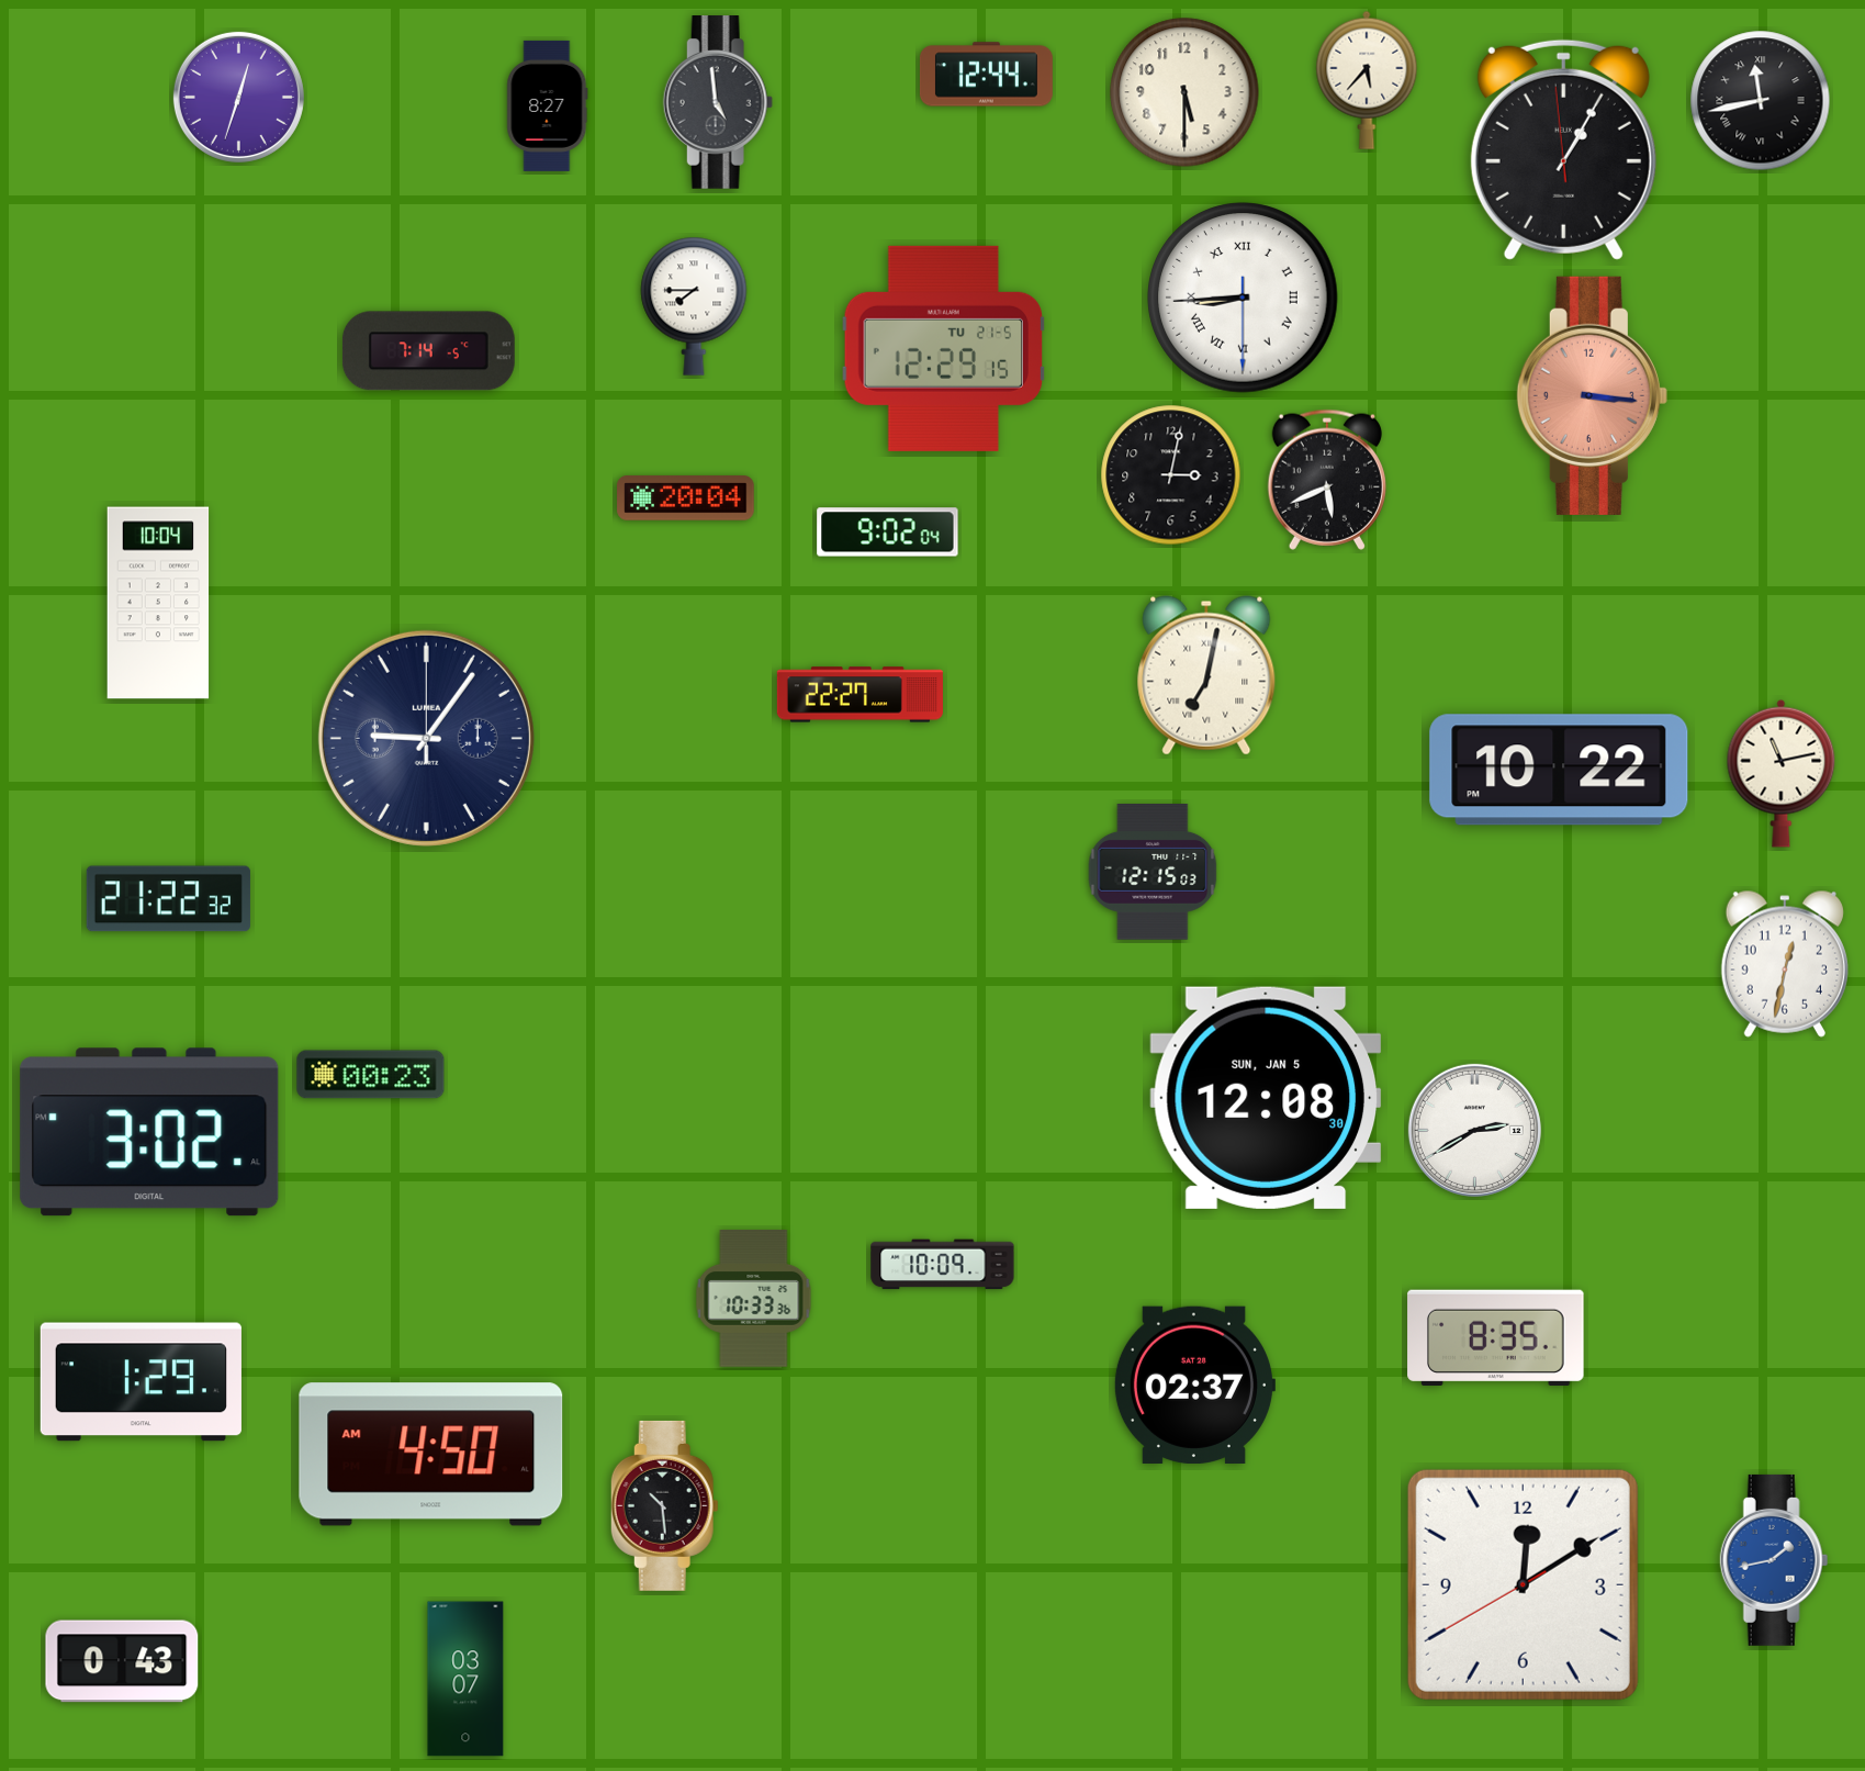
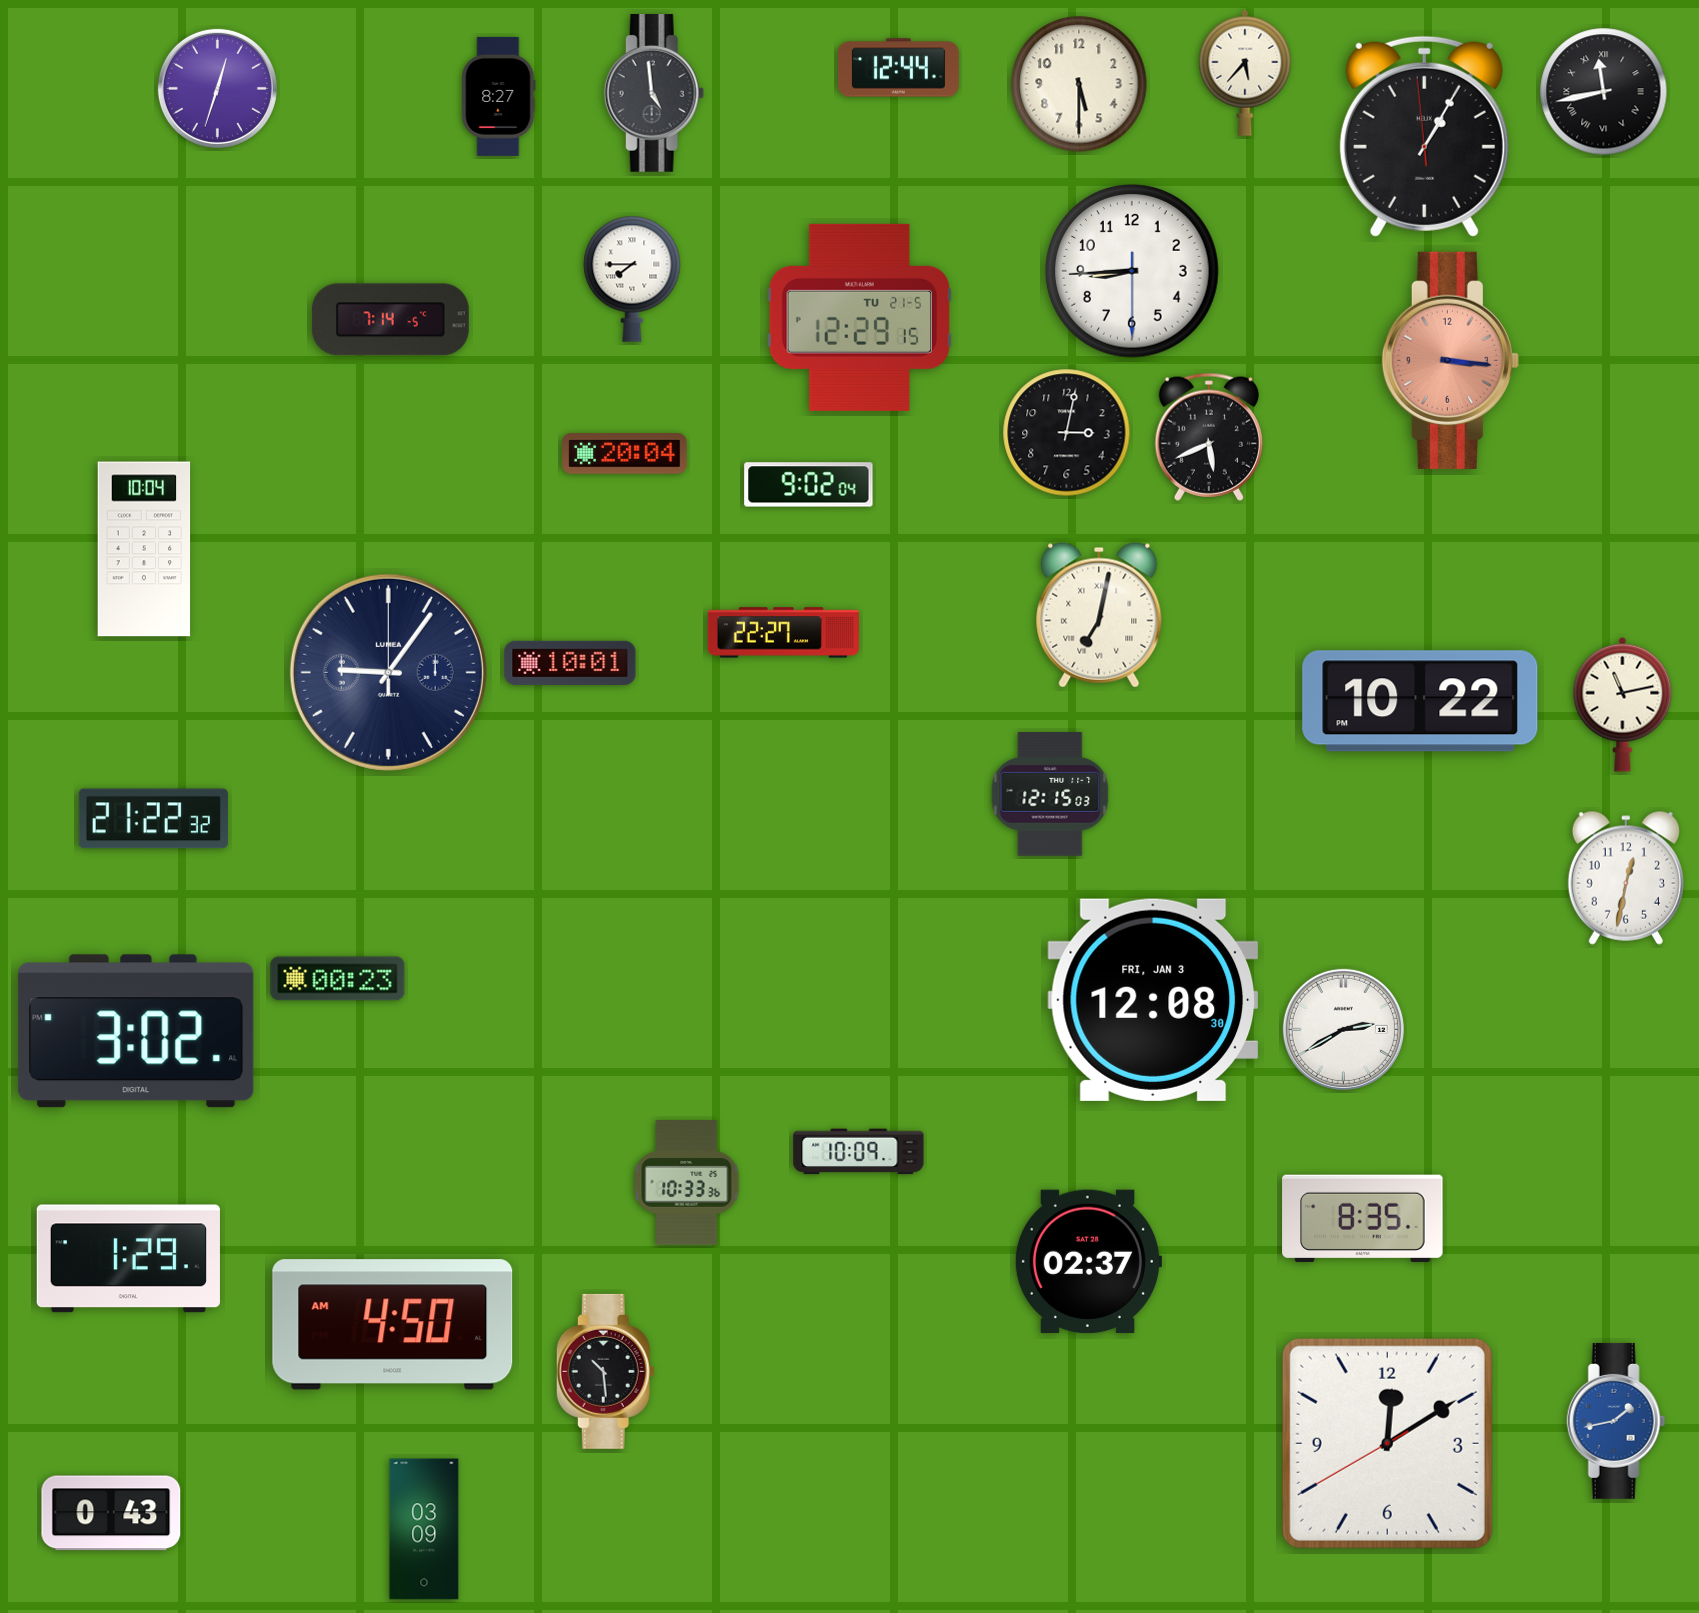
clock at (1243, 298) numerals: Roman -> Arabic
clock at (570, 663): none -> 10:01
clock at (1266, 1098) date: SUN, JAN 5 -> FRI, JAN 3
clock at (465, 1679): 03:07 -> 03:09
